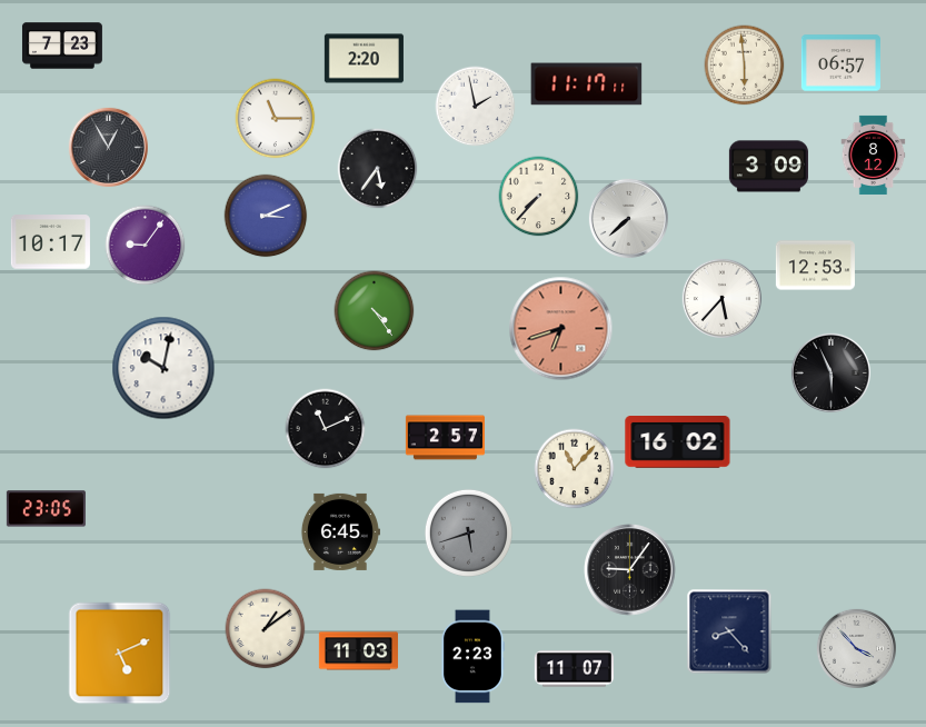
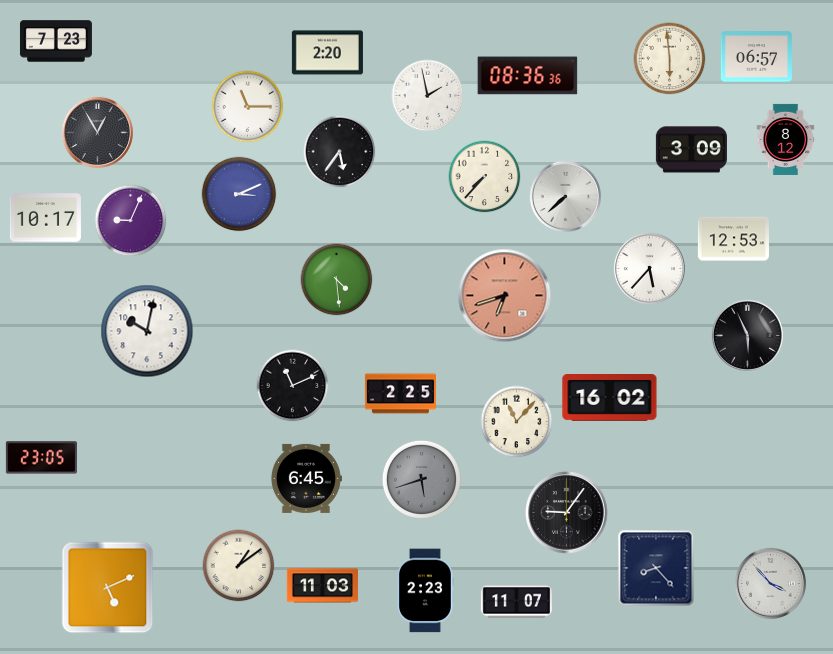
clock at (587, 84): 11:17 -> 08:36
clock at (146, 246): 9:06 -> 9:04
clock at (375, 311): 4:24 -> 4:29
clock at (445, 438): 2:57 -> 2:25
